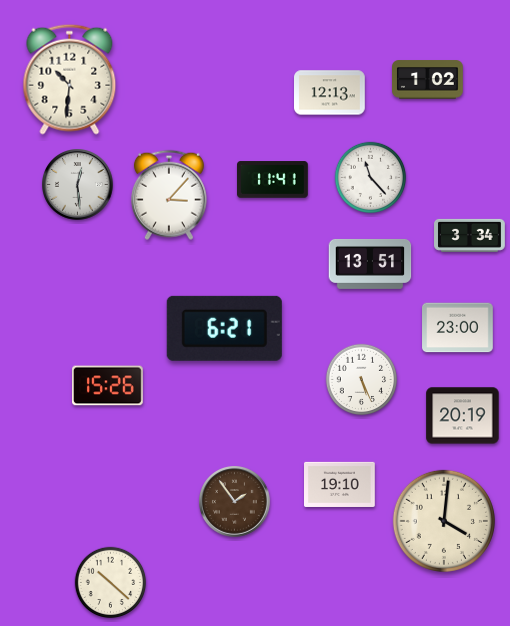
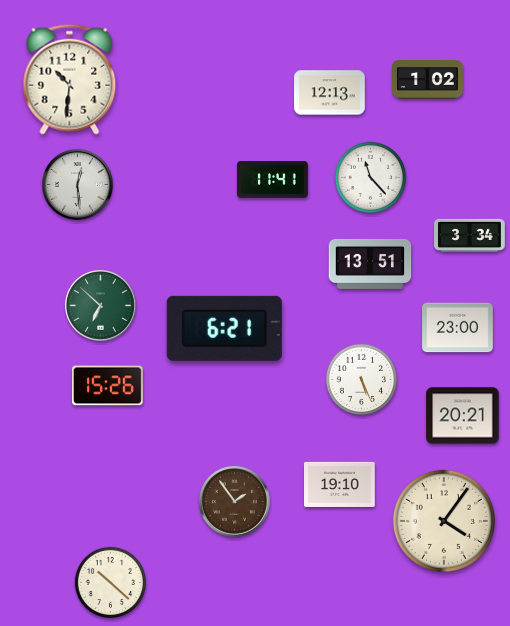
clock at (169, 195): 3:07 -> none
clock at (101, 306): none -> 6:52
clock at (463, 416): 20:19 -> 20:21
clock at (444, 521): 4:01 -> 4:06
